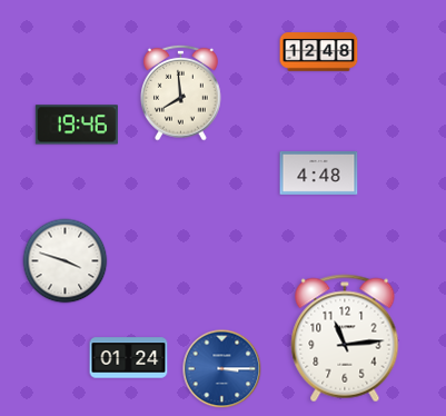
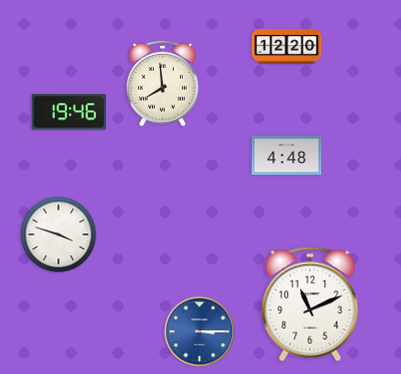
clock at (319, 52): 12:48 -> 12:20
clock at (345, 338): 11:14 -> 11:11
clock at (129, 358): 01:24 -> none
